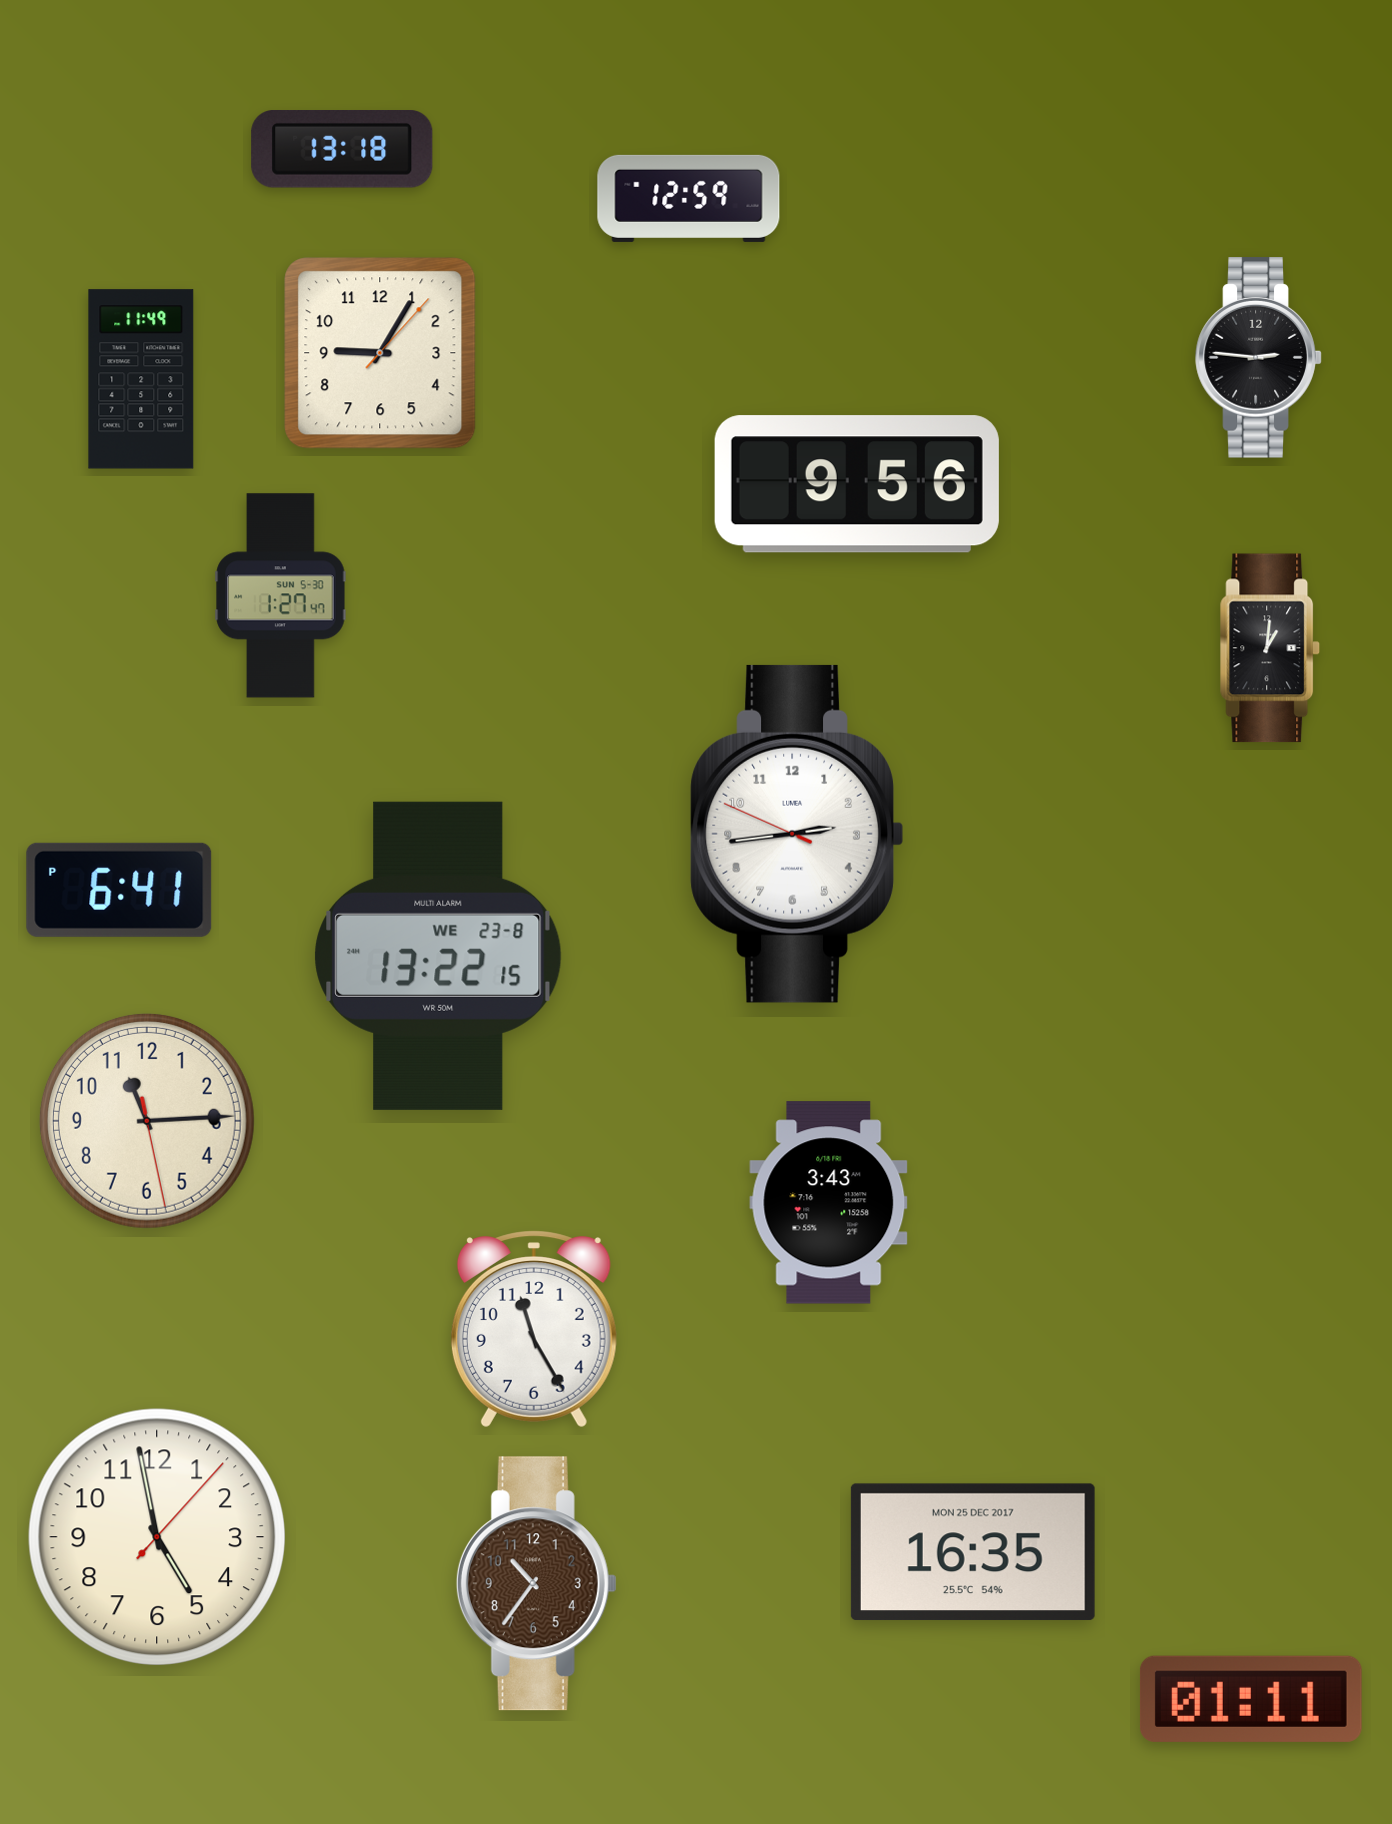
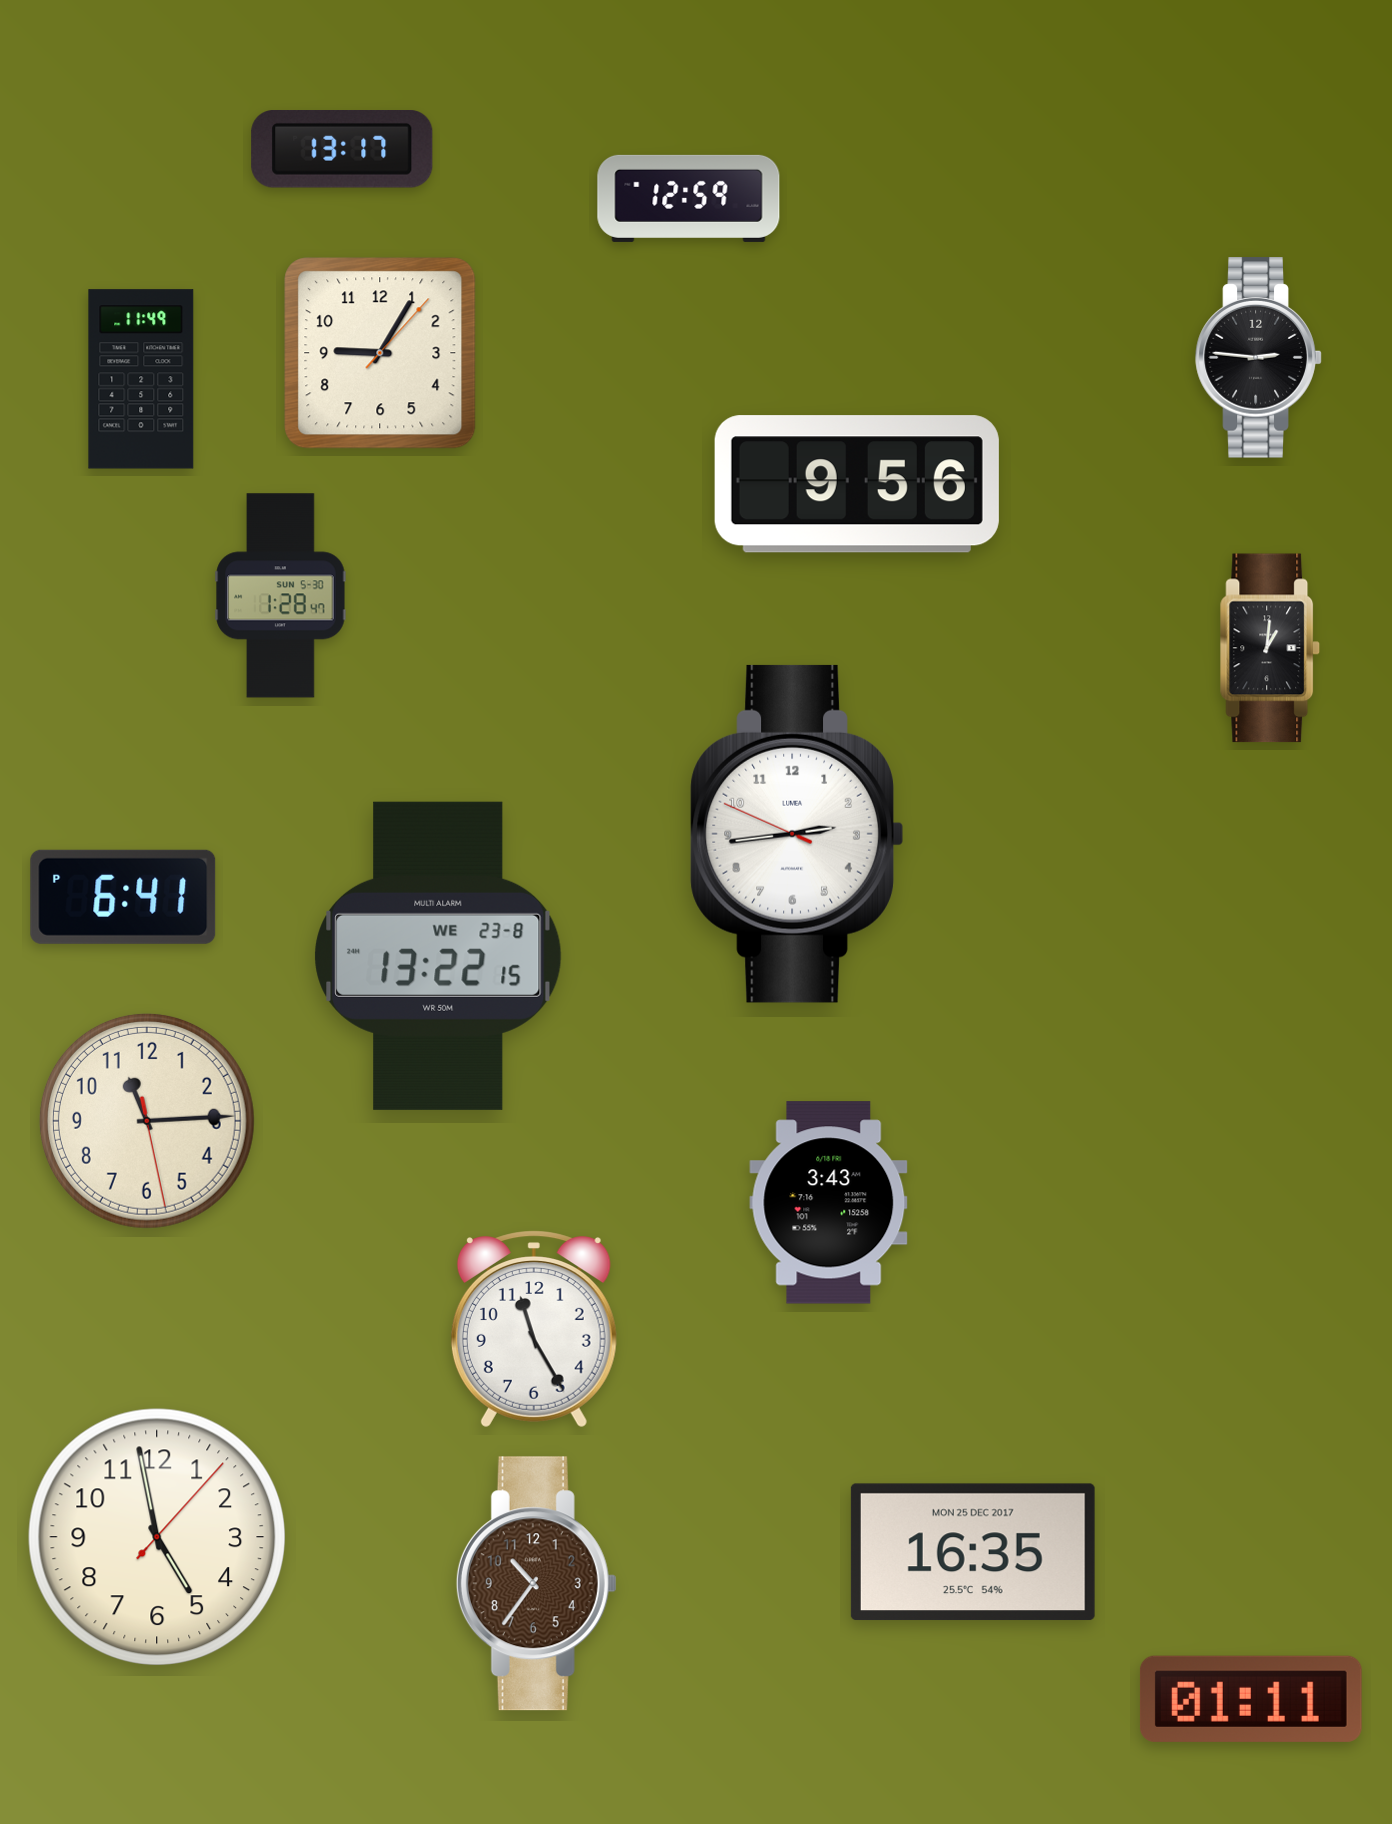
clock at (342, 150): 13:18 -> 13:17
clock at (281, 596): 1:27 -> 1:28
clock at (119, 890) position: (119, 890) -> (123, 897)
